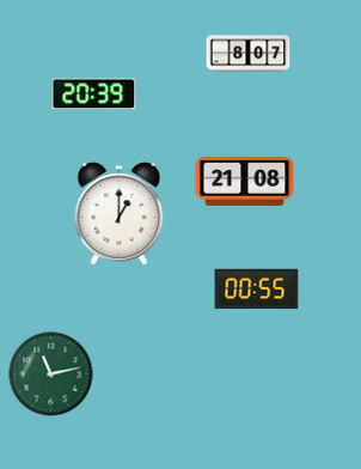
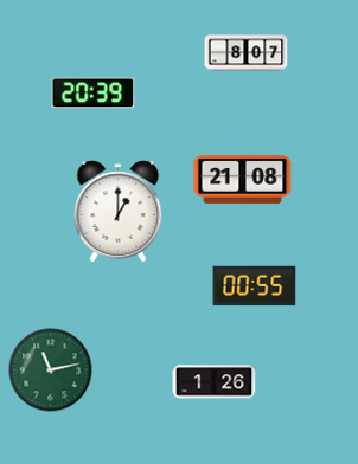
clock at (215, 382): none -> 1:26
